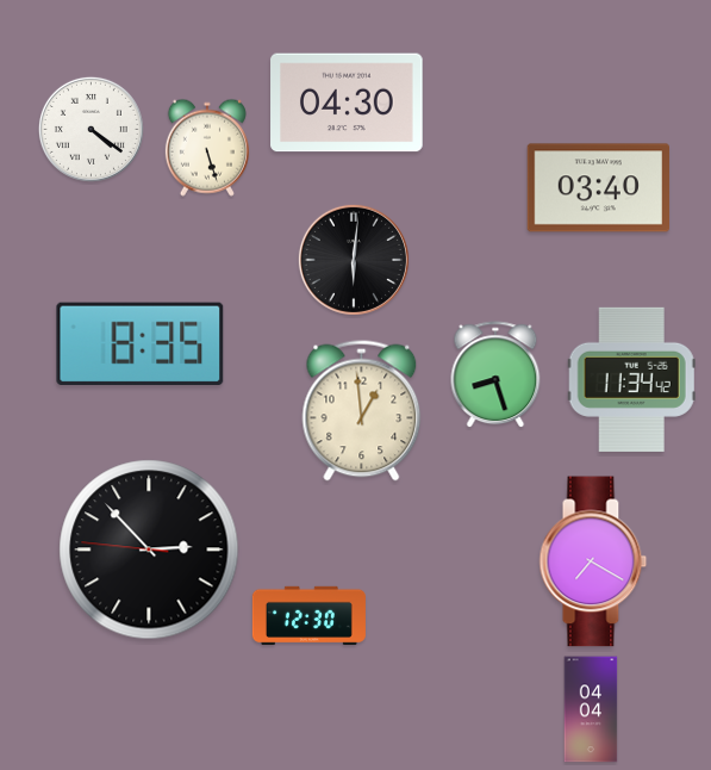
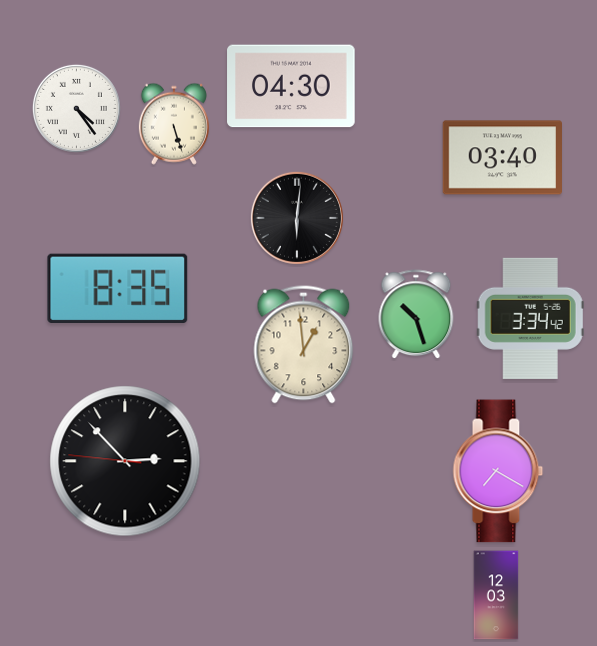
clock at (91, 129): 4:21 -> 4:24
clock at (495, 375): 8:27 -> 10:27
clock at (631, 379): 11:34 -> 3:34
clock at (308, 615): 12:30 -> none
clock at (591, 709): 04:04 -> 12:03
